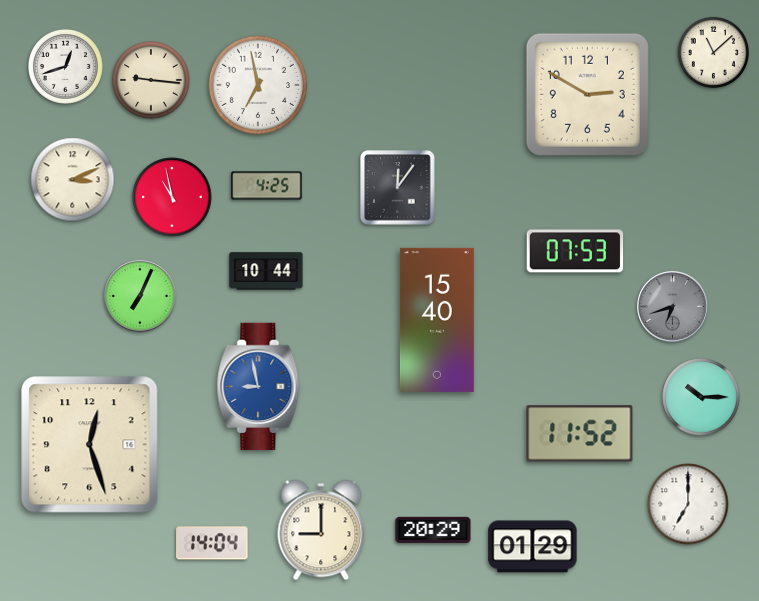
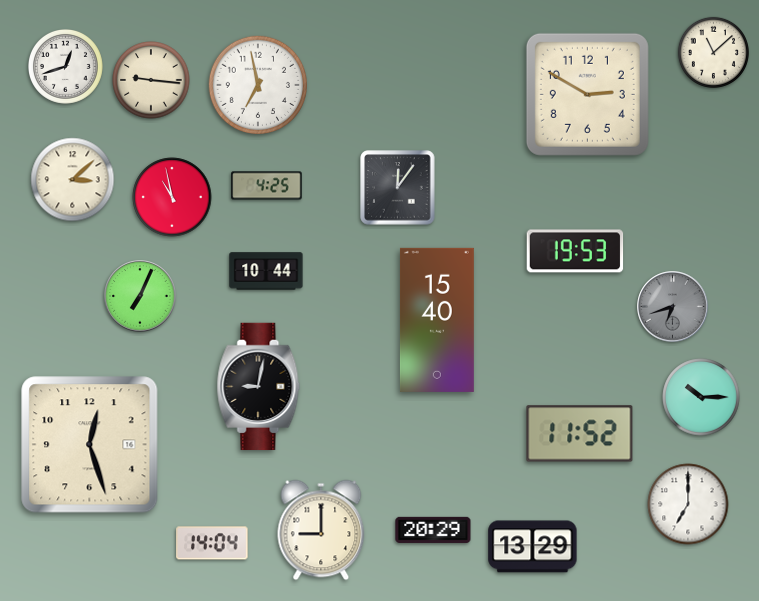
clock at (73, 180): 3:11 -> 3:08
clock at (575, 251): 07:53 -> 19:53
clock at (259, 387): 8:58 -> 9:02
clock at (259, 387) dial: blue -> black
clock at (533, 547): 01:29 -> 13:29
